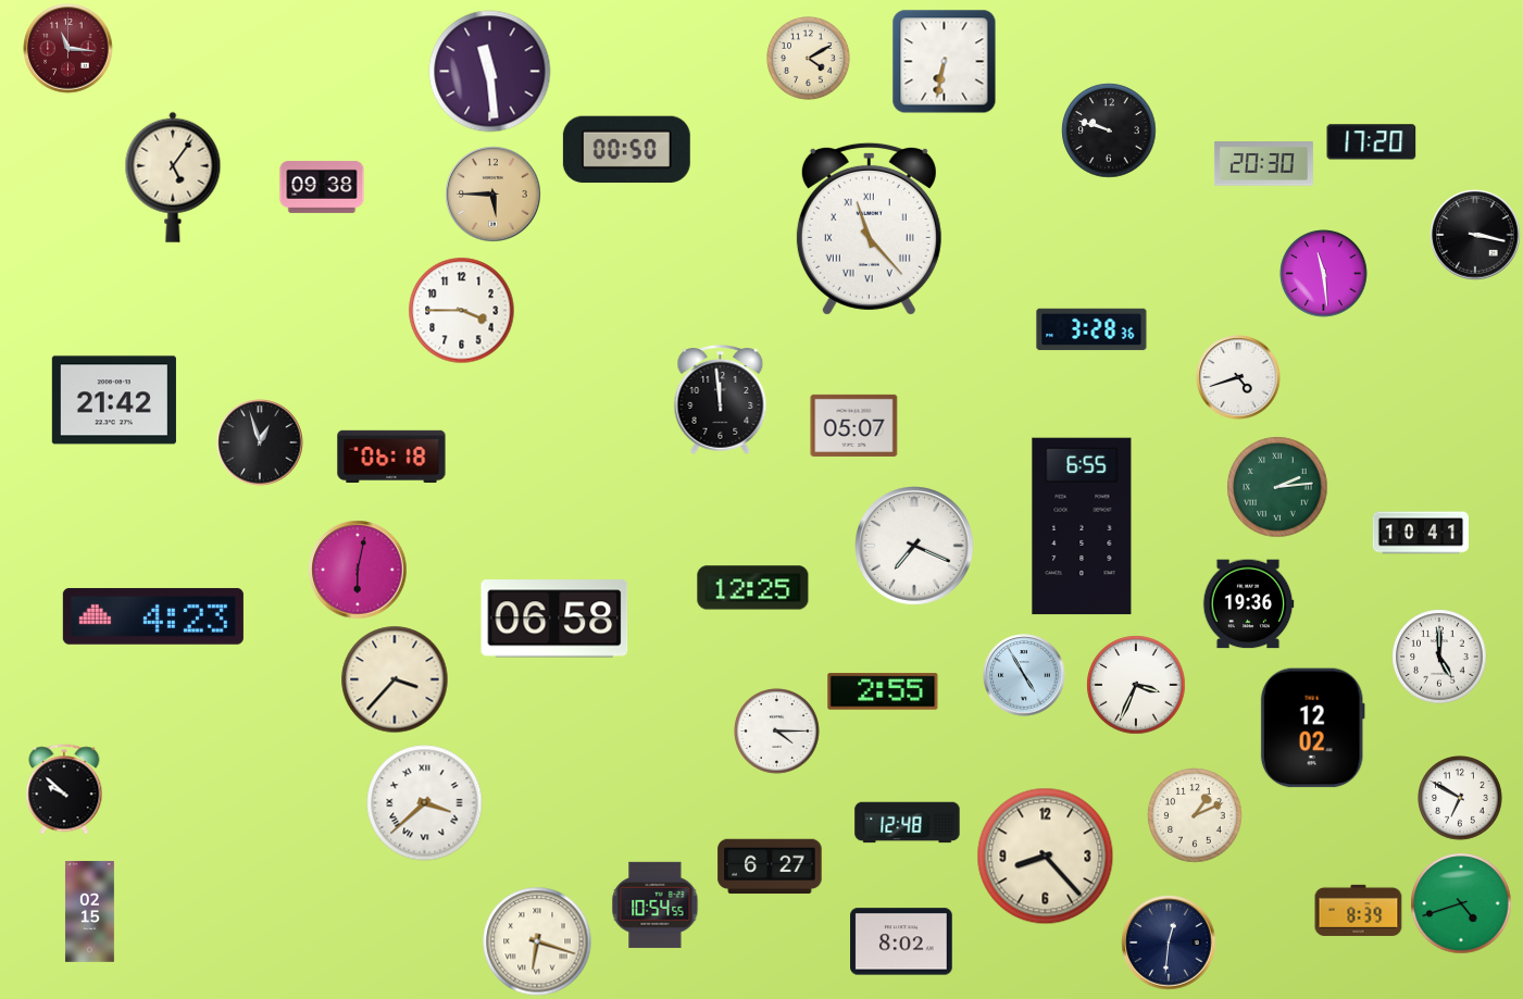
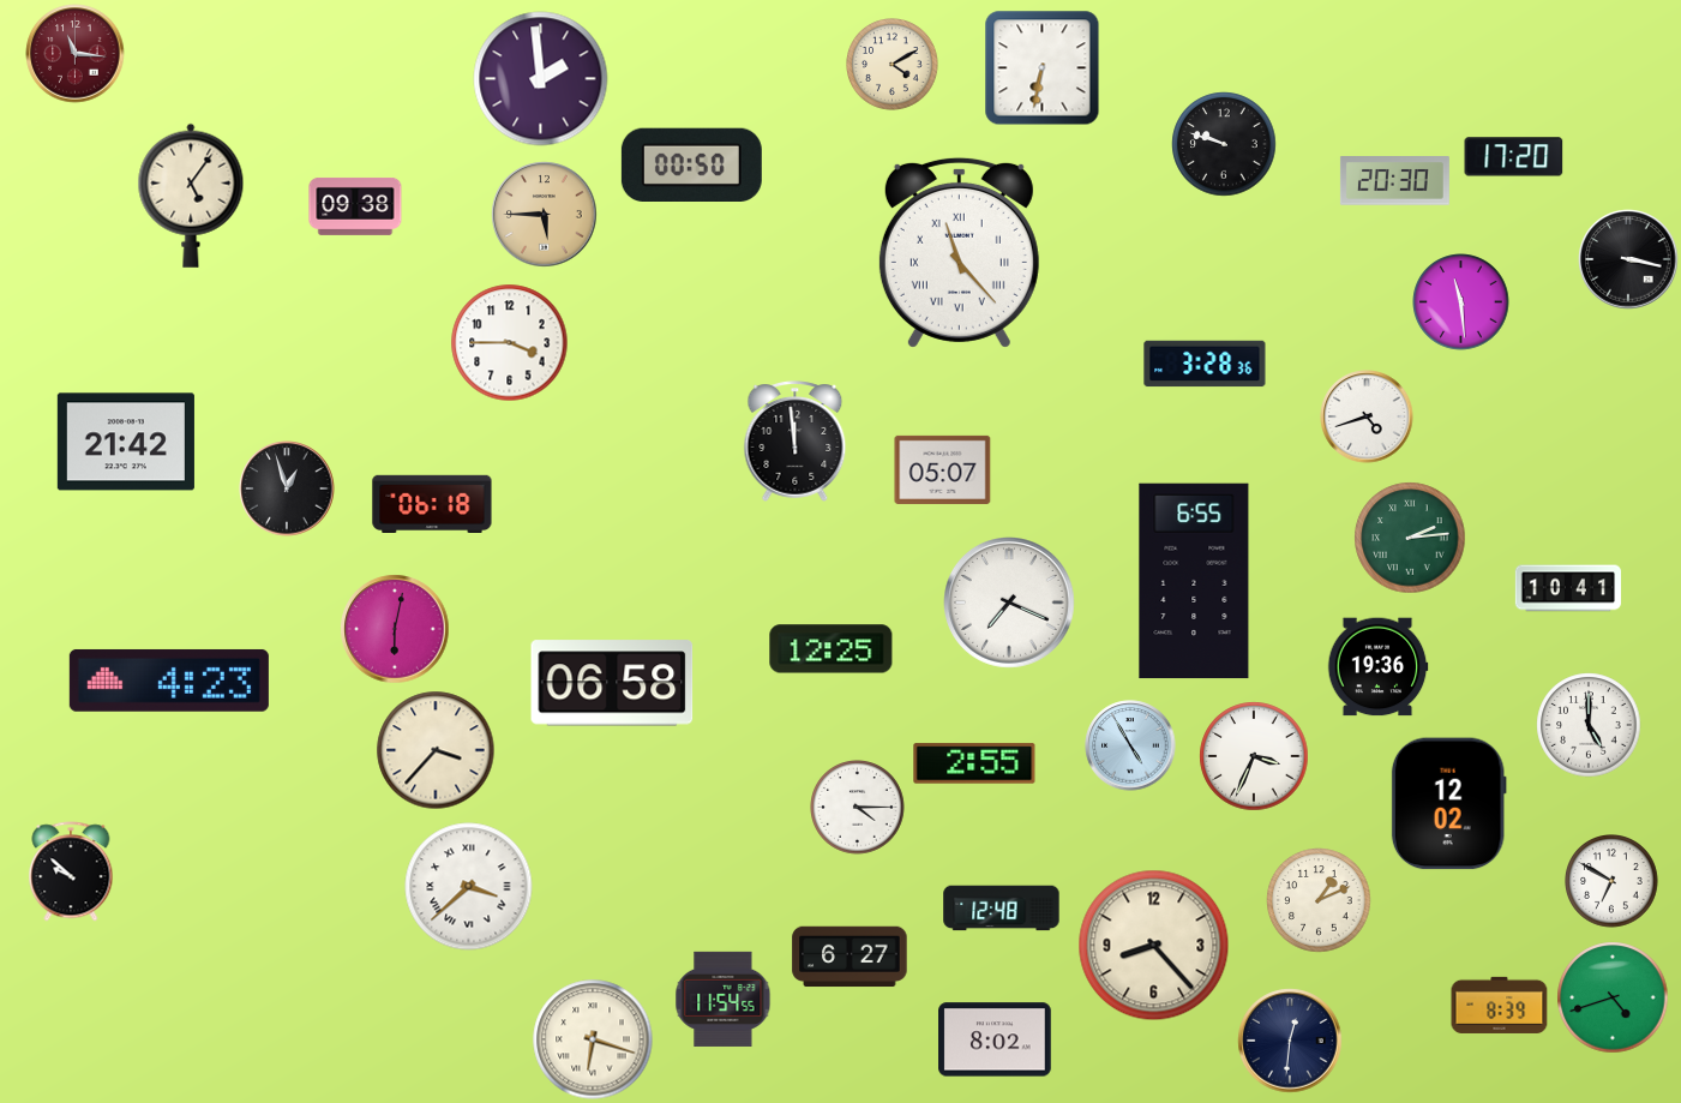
clock at (490, 72): 11:29 -> 1:59
clock at (656, 904): 10:54 -> 11:54
clock at (89, 912): 02:15 -> none
